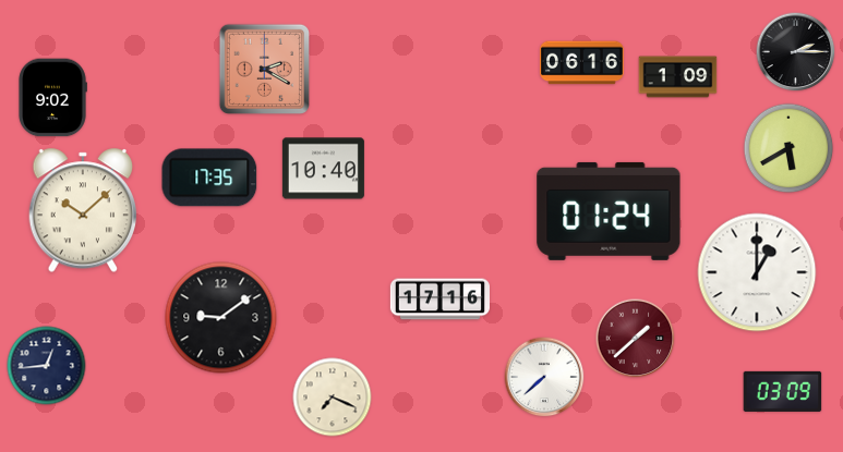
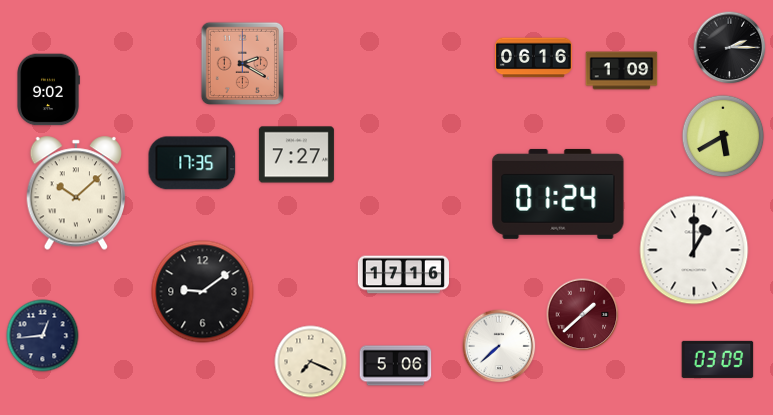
clock at (323, 169): 10:40 -> 7:27
clock at (636, 339) position: (636, 339) -> (583, 315)
clock at (333, 398) position: (333, 398) -> (311, 362)
clock at (396, 366): none -> 5:06
